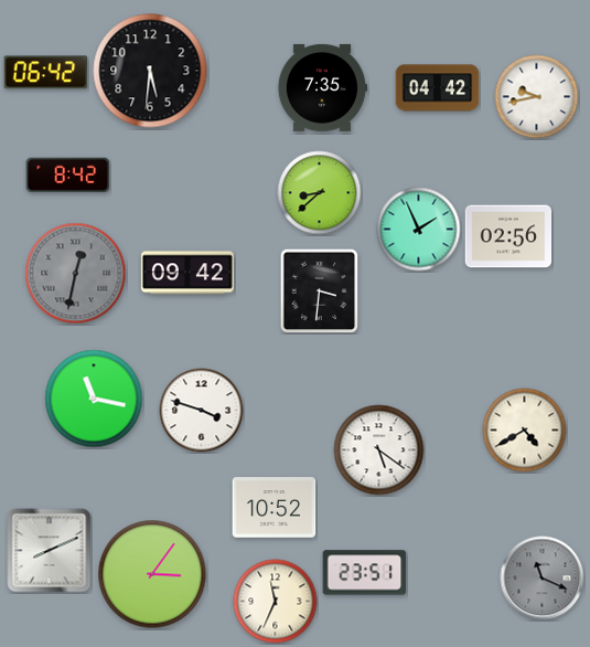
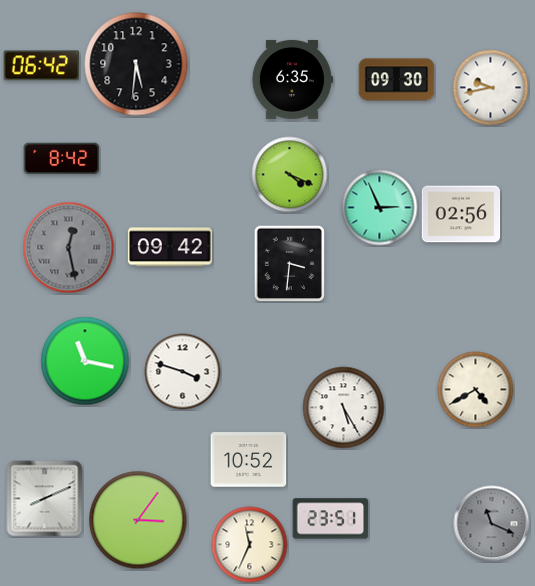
clock at (322, 87): 7:35 -> 6:35
clock at (438, 88): 04:42 -> 09:30
clock at (537, 97) position: (537, 97) -> (491, 88)
clock at (320, 193): 8:38 -> 4:19
clock at (419, 230): 1:56 -> 2:56
clock at (76, 274): 12:32 -> 12:28
clock at (379, 450): 5:21 -> 5:25
